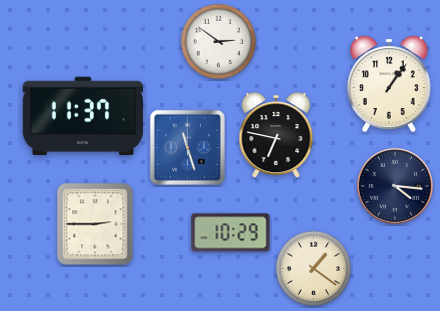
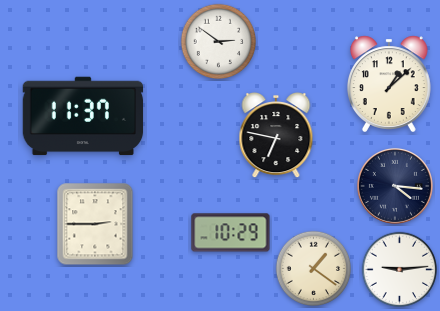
clock at (389, 84): 1:06 -> 1:08
clock at (187, 147): 11:27 -> none
clock at (400, 270): none -> 9:14
